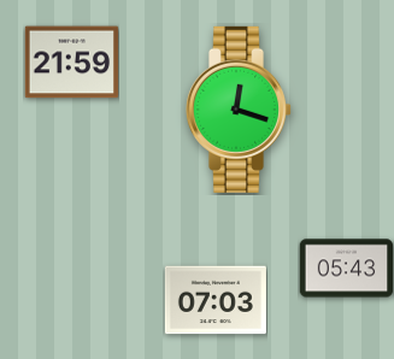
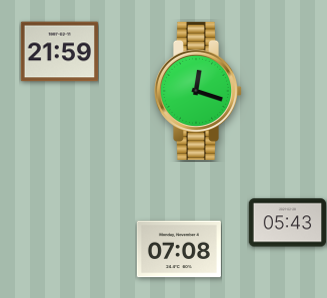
clock at (216, 300): 07:03 -> 07:08
